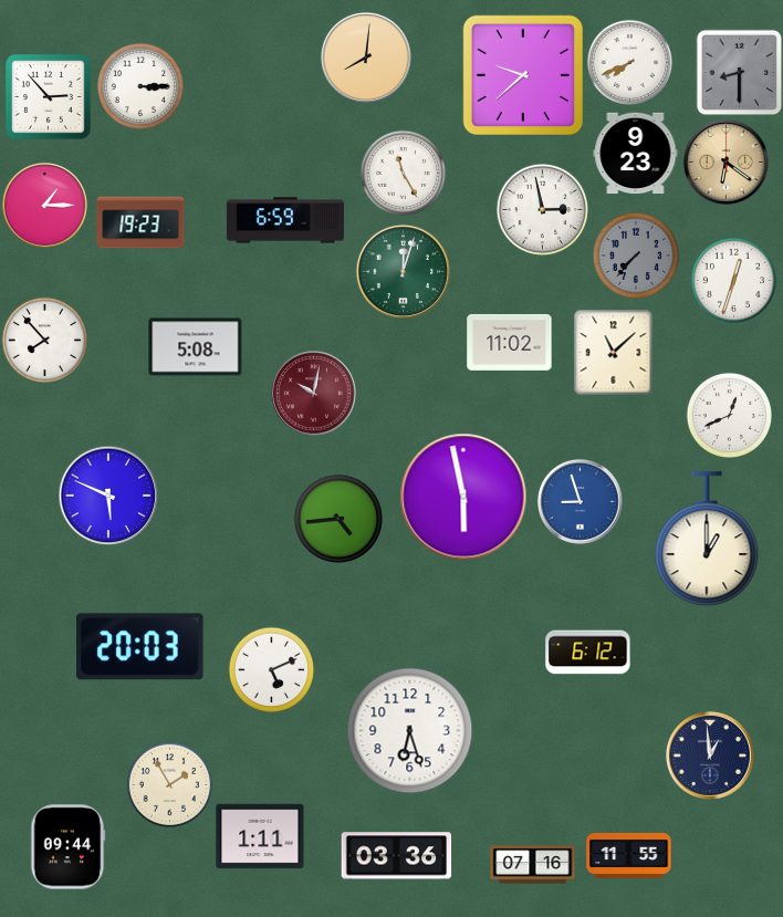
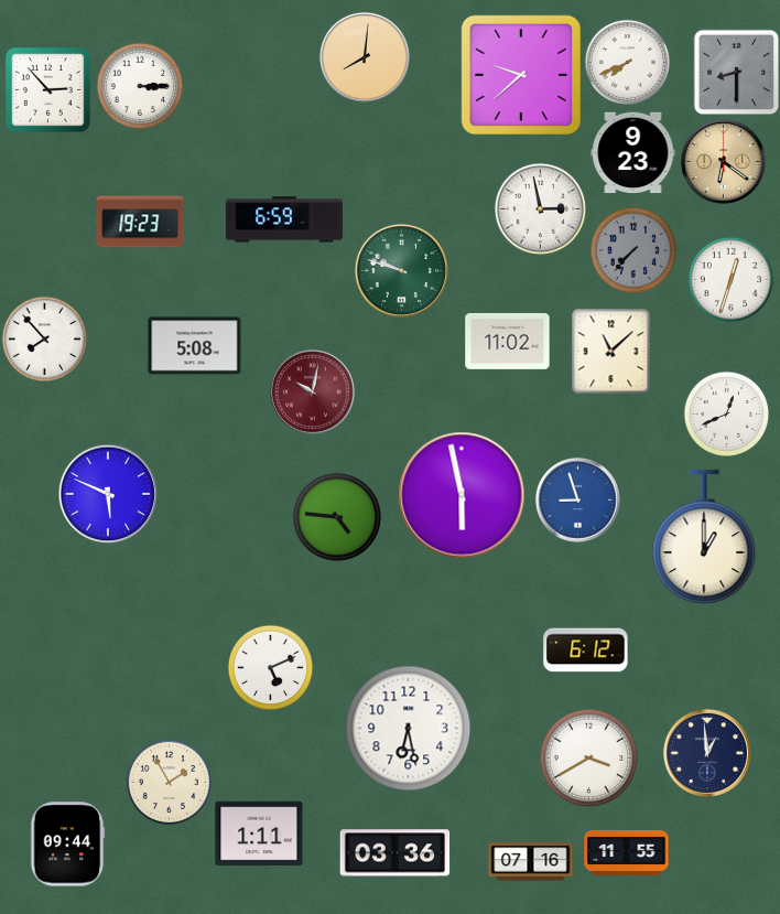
clock at (48, 96) position: (48, 96) -> (47, 89)
clock at (403, 173): 11:25 -> none
clock at (45, 206): 1:15 -> none
clock at (635, 254) position: (635, 254) -> (632, 249)
clock at (403, 271): 12:03 -> 9:48
clock at (337, 518): 4:44 -> 4:46
clock at (140, 647): 20:03 -> none
clock at (410, 731): 6:27 -> 6:28
clock at (588, 757): none -> 3:40
